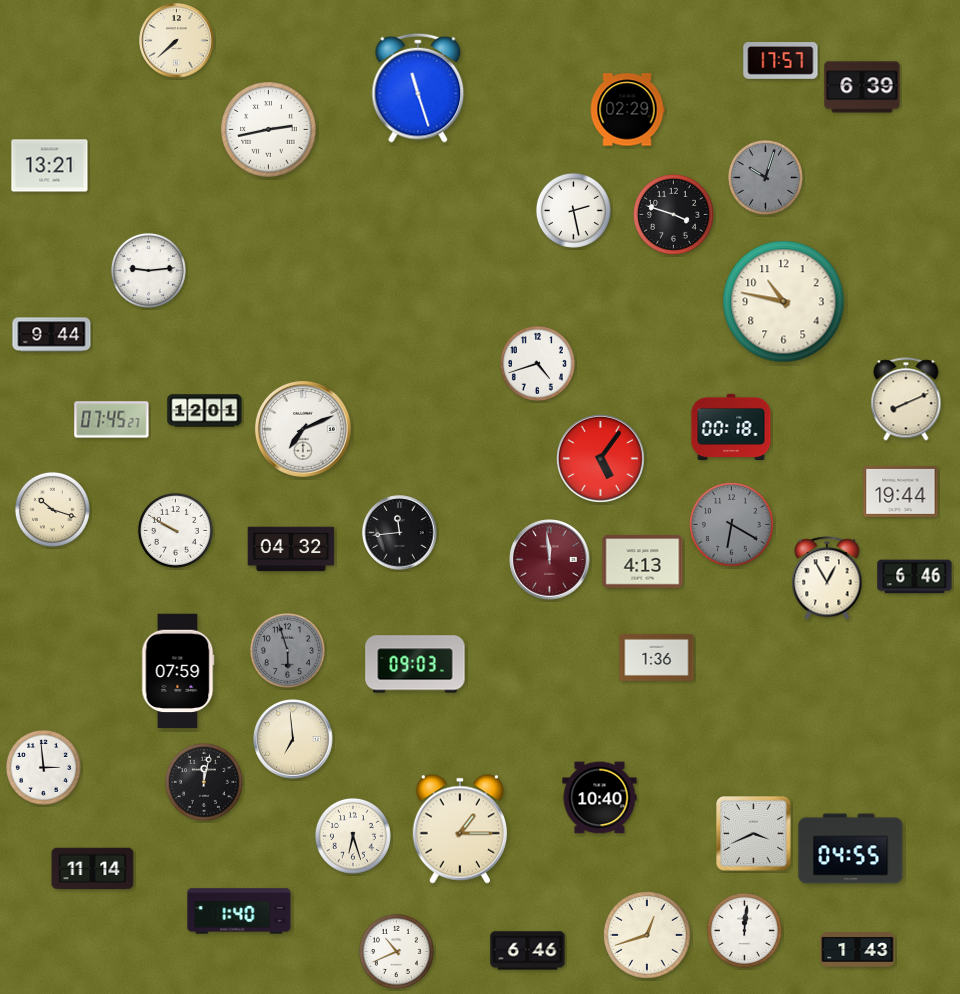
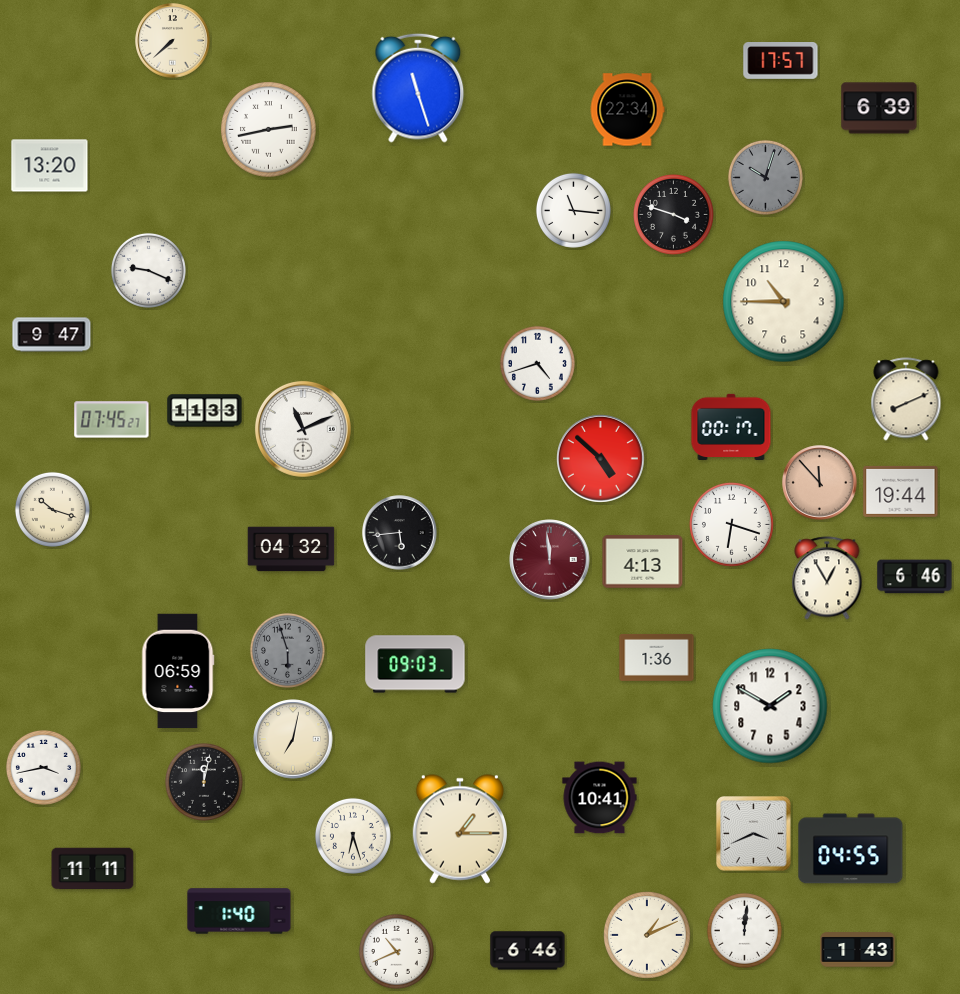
clock at (177, 41) position: (177, 41) -> (173, 41)
clock at (862, 87) position: (862, 87) -> (879, 108)
clock at (627, 110): 02:29 -> 22:34
clock at (50, 166): 13:21 -> 13:20
clock at (573, 210): 2:28 -> 11:16
clock at (148, 270): 9:14 -> 9:19
clock at (784, 302): 10:47 -> 10:45
clock at (52, 335): 9:44 -> 9:47
clock at (205, 411): 12:01 -> 11:33
clock at (731, 426): 00:18 -> 00:17
clock at (303, 429): 7:11 -> 11:11
clock at (601, 459): 5:06 -> 4:52
clock at (820, 483): none -> 11:53
clock at (731, 524): 6:20 -> 6:18
clock at (731, 524) dial: grey -> white
clock at (175, 530): 9:50 -> none
clock at (400, 533): 11:44 -> 5:44
clock at (178, 671): 07:59 -> 06:59
clock at (770, 706): none -> 1:50
clock at (293, 739): 6:59 -> 7:02
clock at (43, 767): 2:59 -> 3:43
clock at (600, 798): 10:40 -> 10:41
clock at (93, 869): 11:14 -> 11:11
clock at (648, 936): 12:42 -> 1:11
